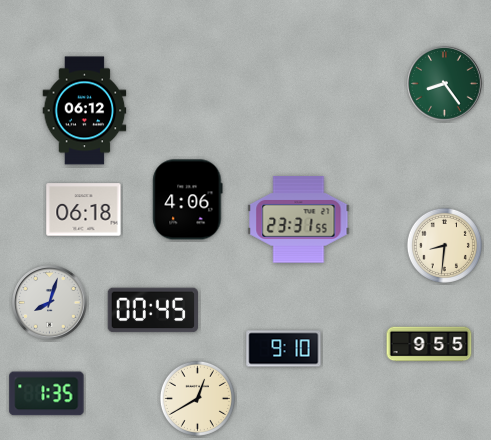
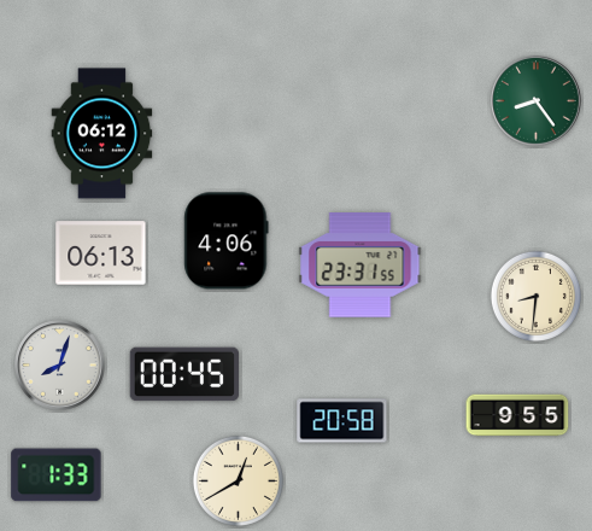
clock at (84, 210): 06:18 -> 06:13
clock at (284, 349): 9:10 -> 20:58
clock at (47, 394): 1:35 -> 1:33
